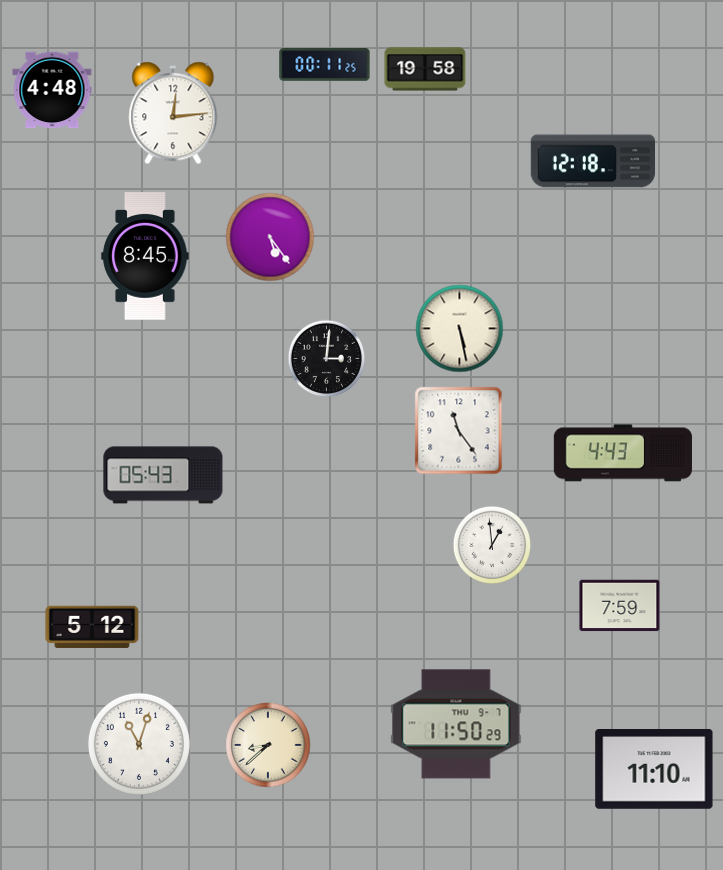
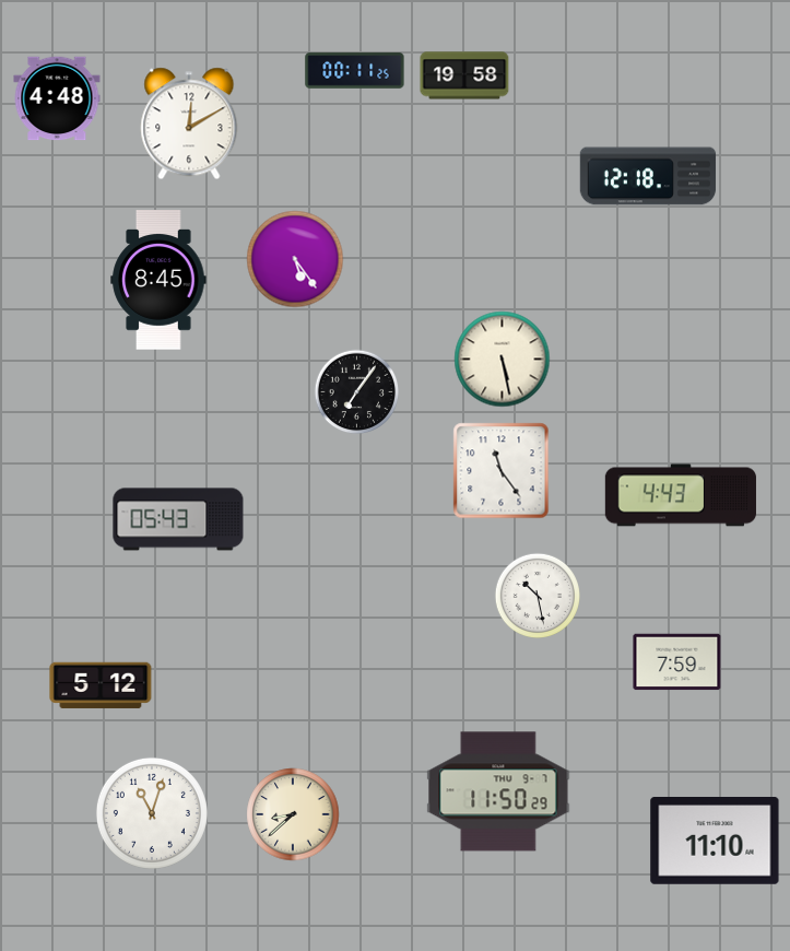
clock at (173, 113): 12:14 -> 12:10
clock at (327, 359): 3:01 -> 7:06
clock at (491, 544): 12:59 -> 10:28
